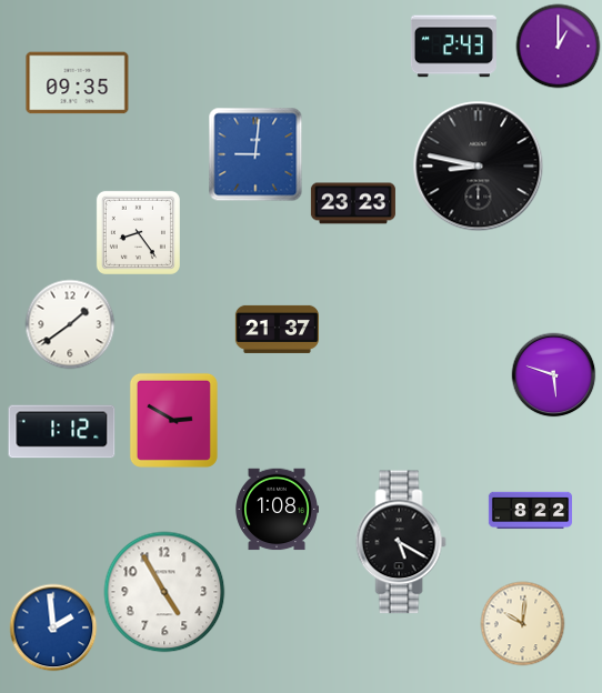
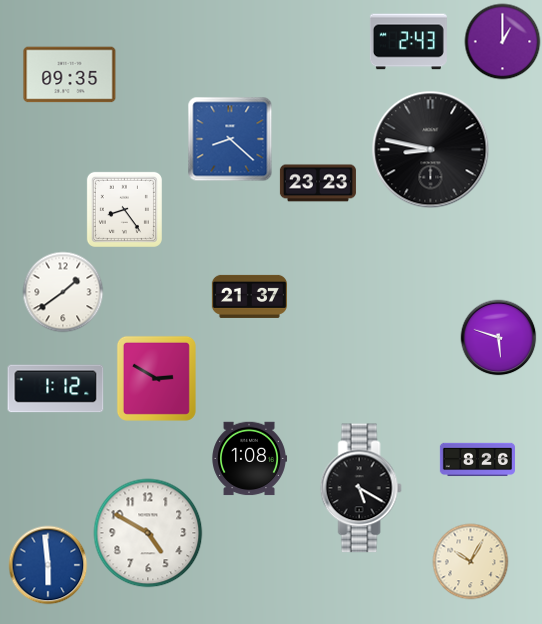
clock at (255, 154): 9:01 -> 8:22
clock at (530, 511): 8:22 -> 8:26
clock at (164, 592): 4:55 -> 4:50
clock at (523, 624): 10:01 -> 10:05
clock at (53, 627): 1:59 -> 5:59
